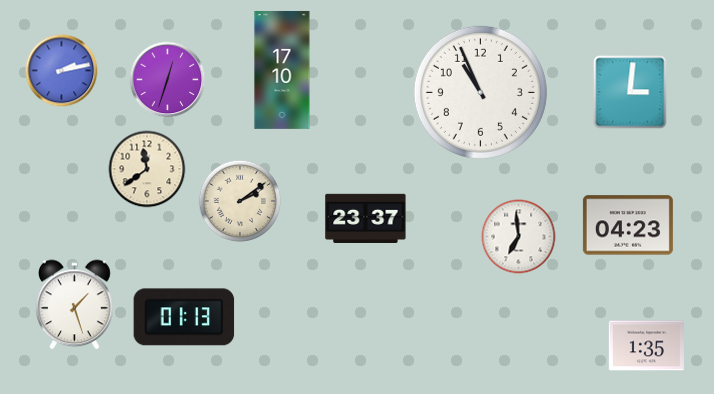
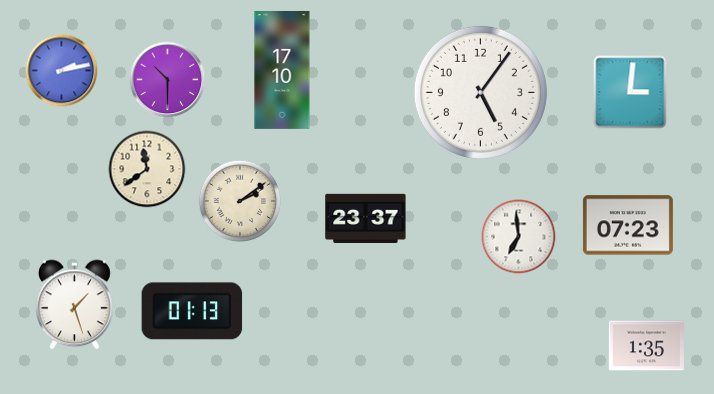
clock at (168, 80): 12:33 -> 10:30
clock at (480, 92): 10:56 -> 5:06
clock at (628, 225): 04:23 -> 07:23
clock at (184, 317) position: (184, 317) -> (192, 311)
